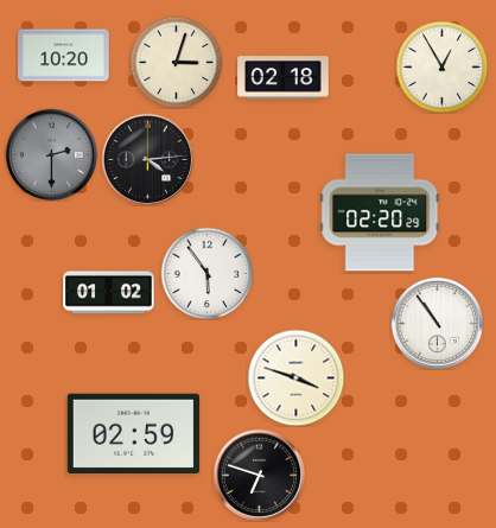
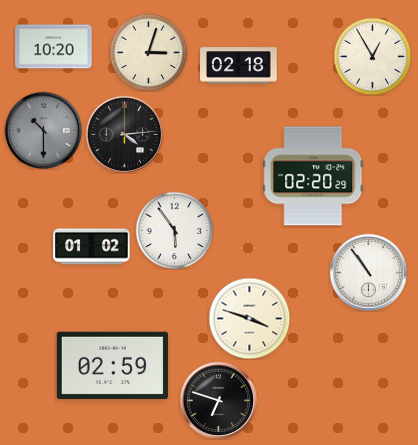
clock at (51, 154): 2:30 -> 10:30
clock at (380, 212) position: (380, 212) -> (313, 176)
